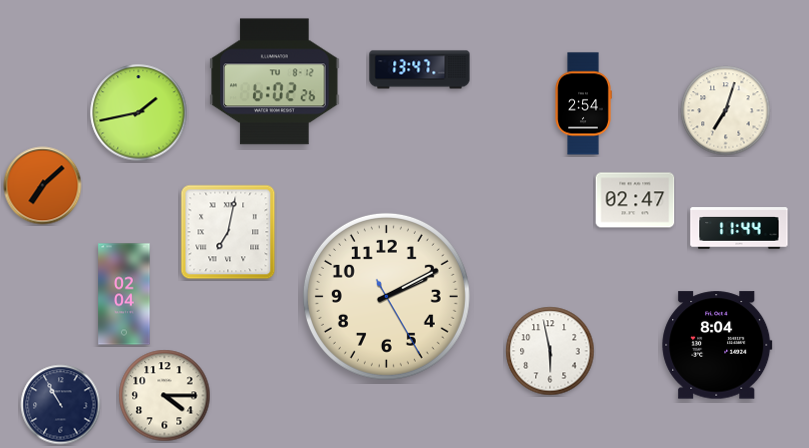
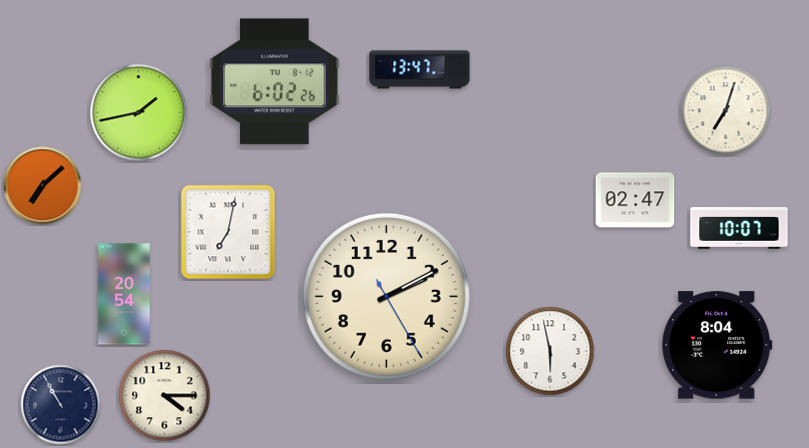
clock at (583, 104): 2:54 -> none
clock at (739, 228): 11:44 -> 10:07
clock at (124, 294): 02:04 -> 20:54
